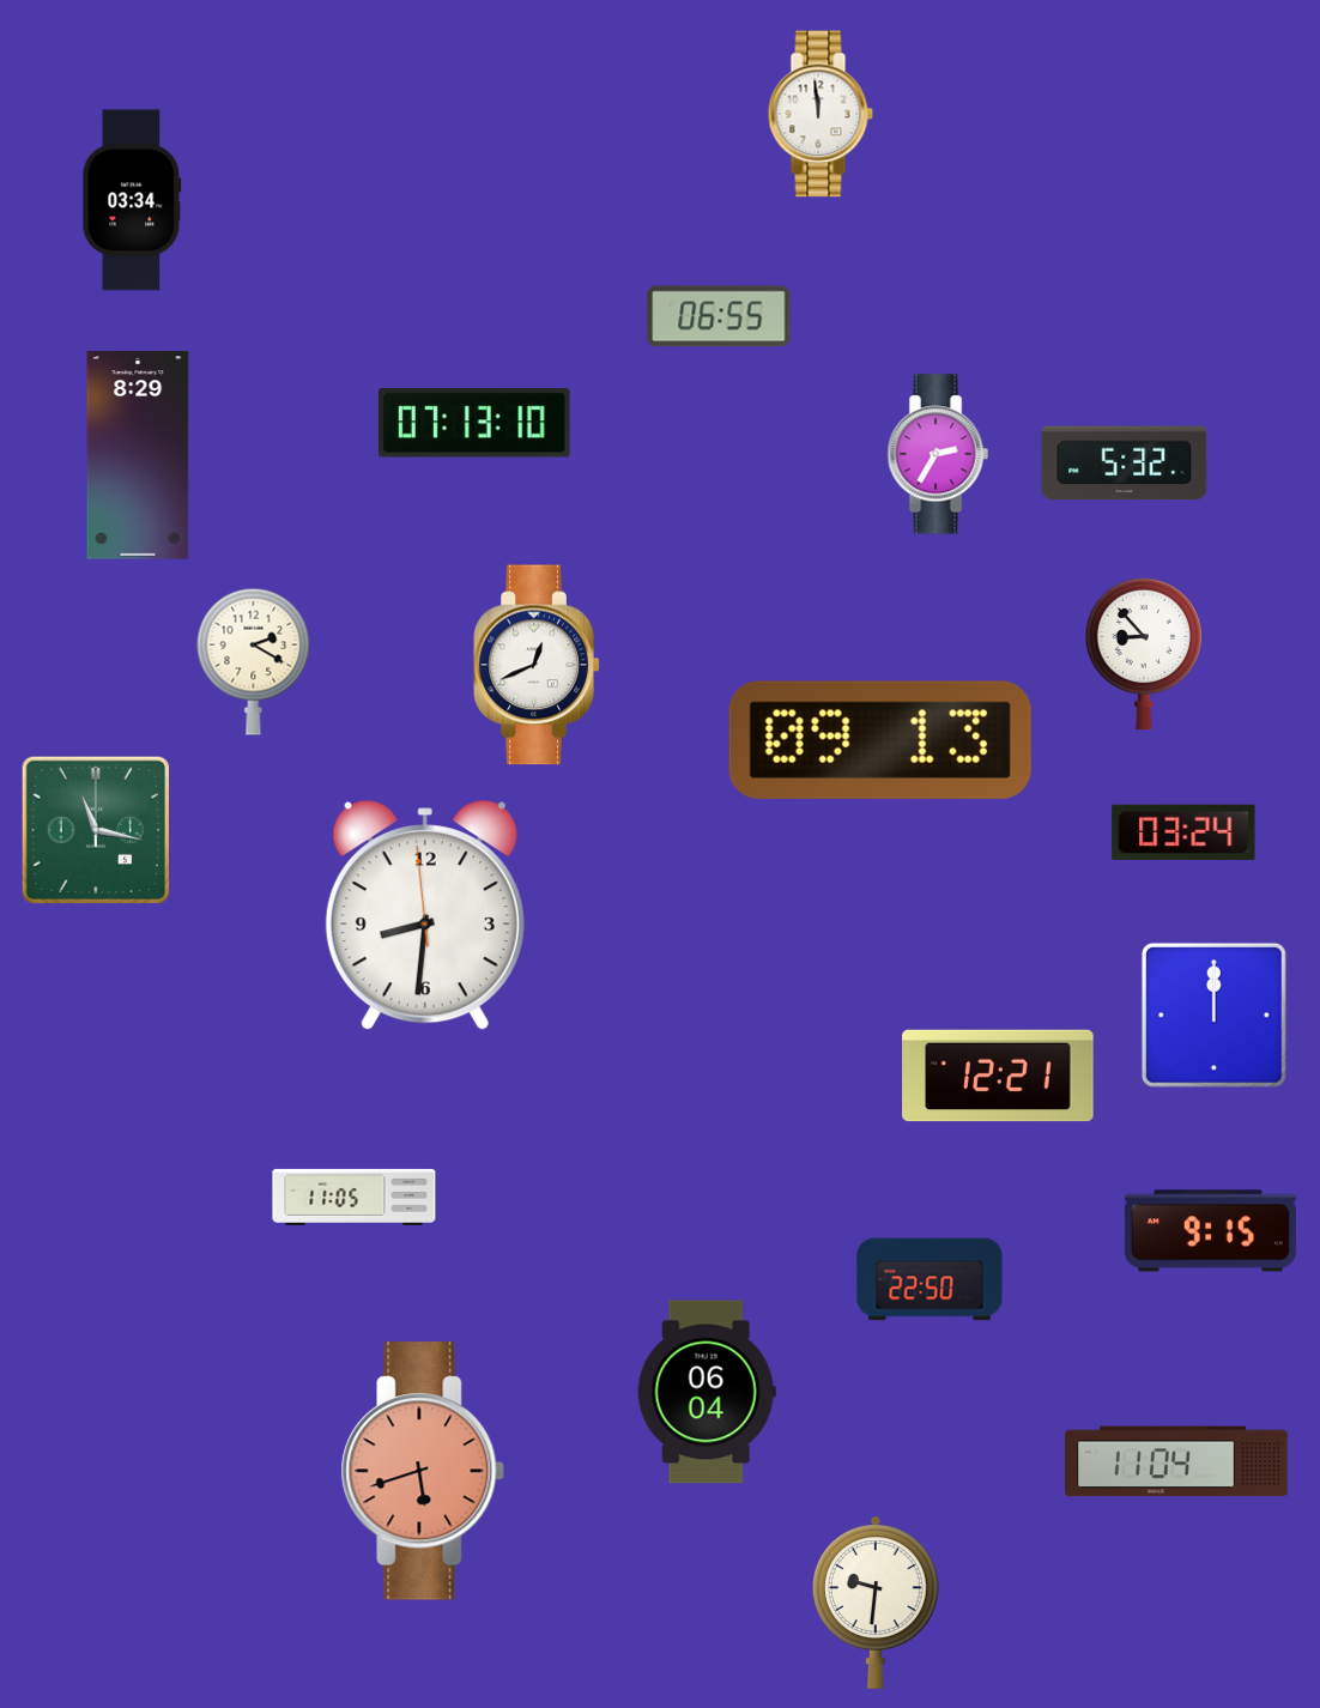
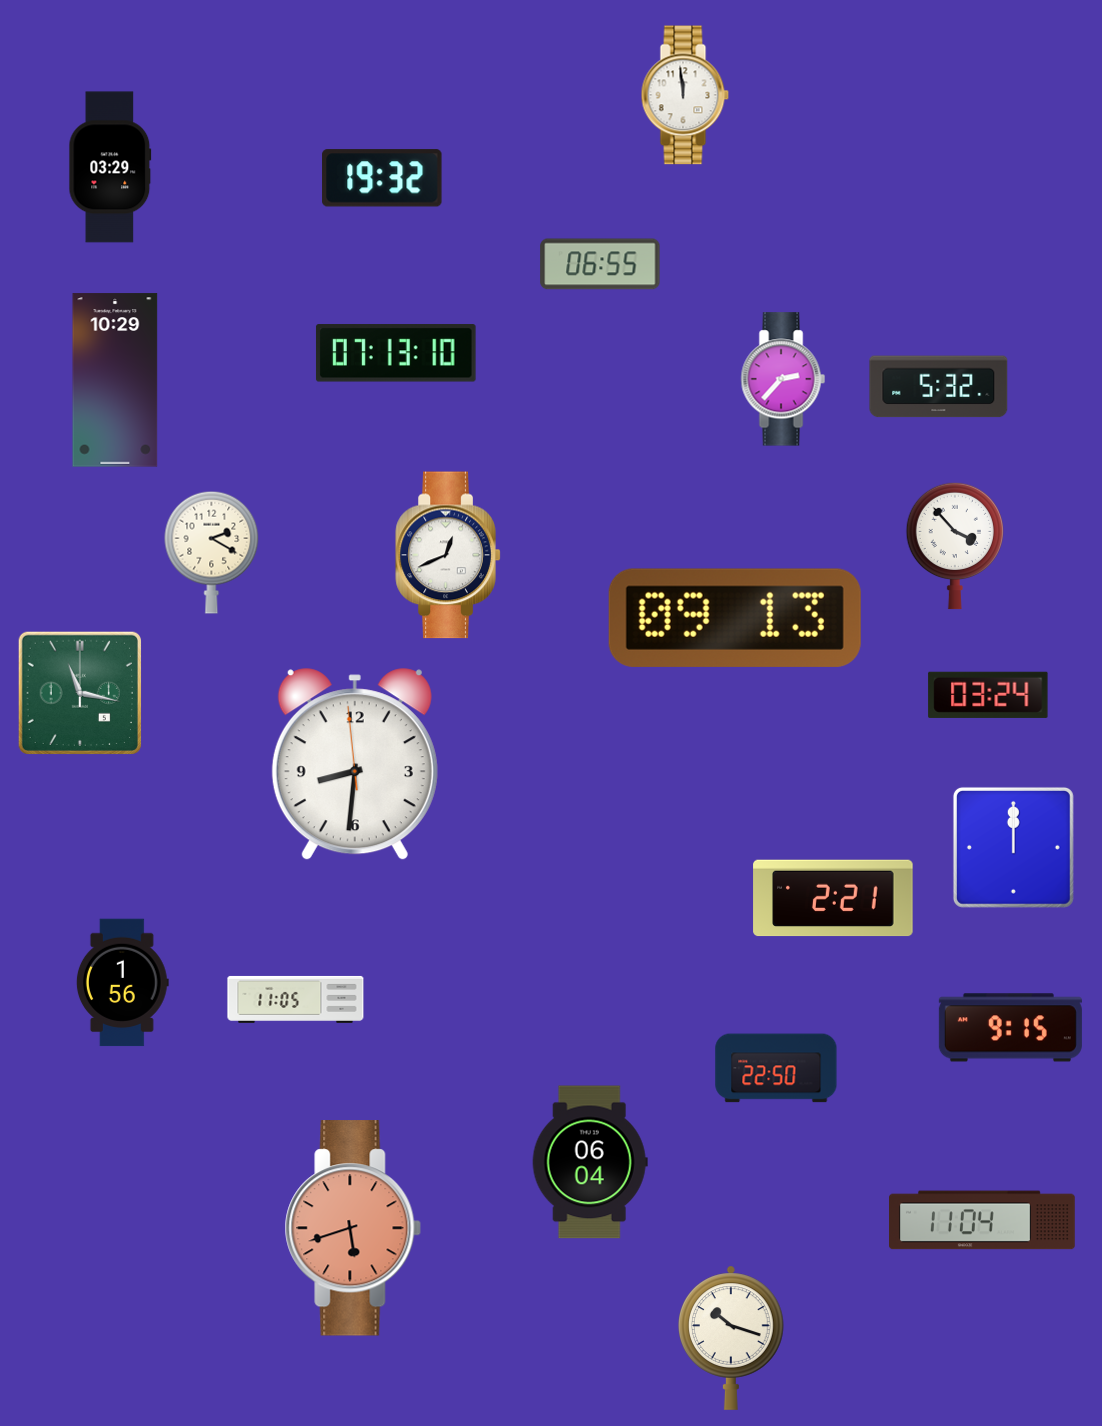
clock at (132, 200): 03:34 -> 03:29
clock at (382, 178): none -> 19:32
clock at (938, 454): 2:35 -> 2:37
clock at (138, 455): 8:29 -> 10:29
clock at (1143, 654): 8:53 -> 3:53
clock at (998, 1076): 12:21 -> 2:21
clock at (122, 983): none -> 1:56
clock at (877, 1603): 9:31 -> 10:18
